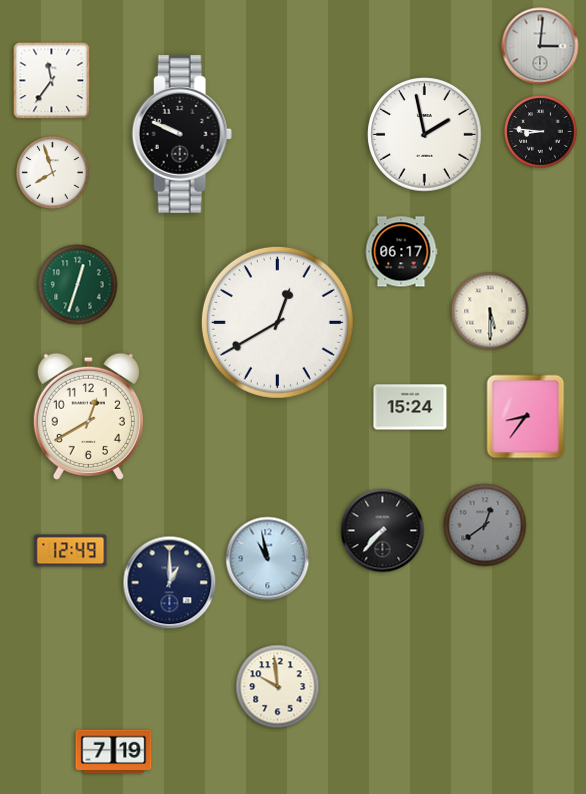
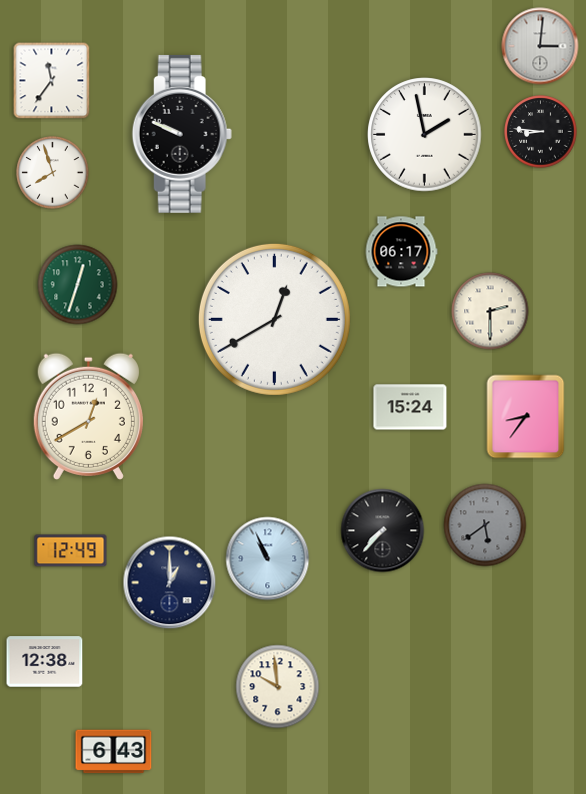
clock at (490, 311): 5:30 -> 2:30
clock at (277, 322) position: (277, 322) -> (274, 319)
clock at (485, 525): 12:39 -> 5:39
clock at (268, 559): 10:58 -> 10:56
clock at (45, 662): none -> 12:38
clock at (114, 752): 7:19 -> 6:43
